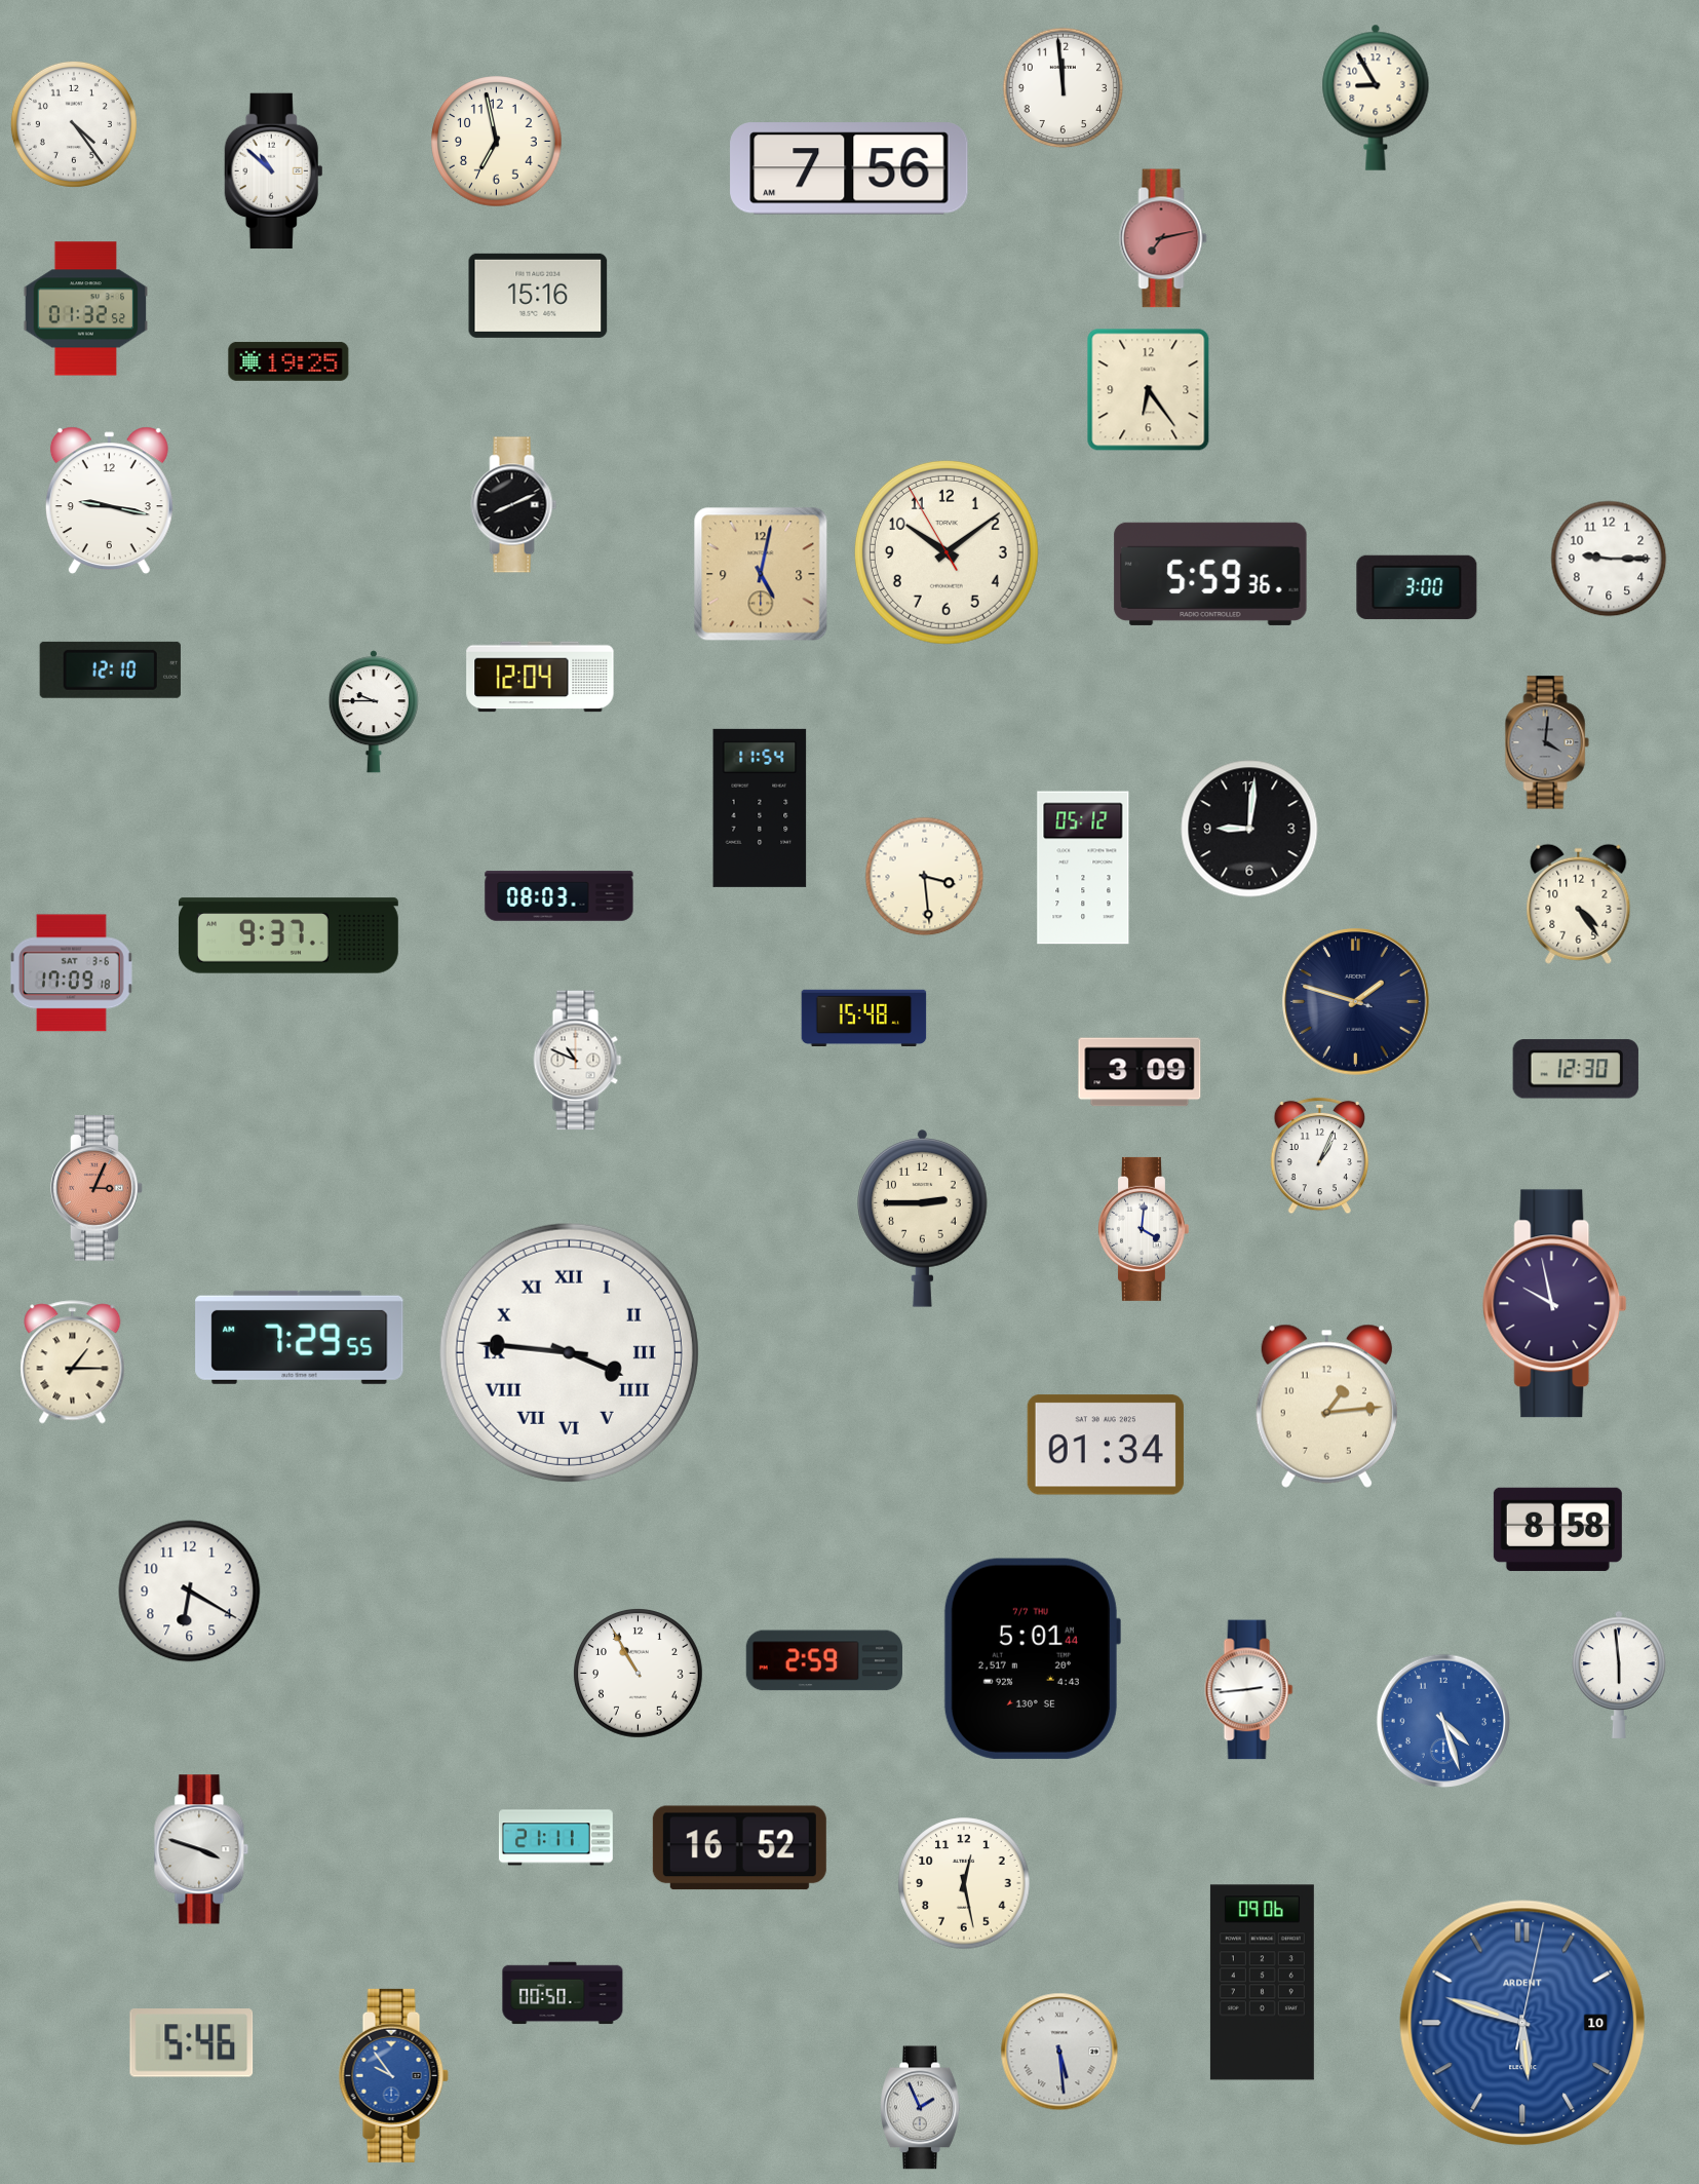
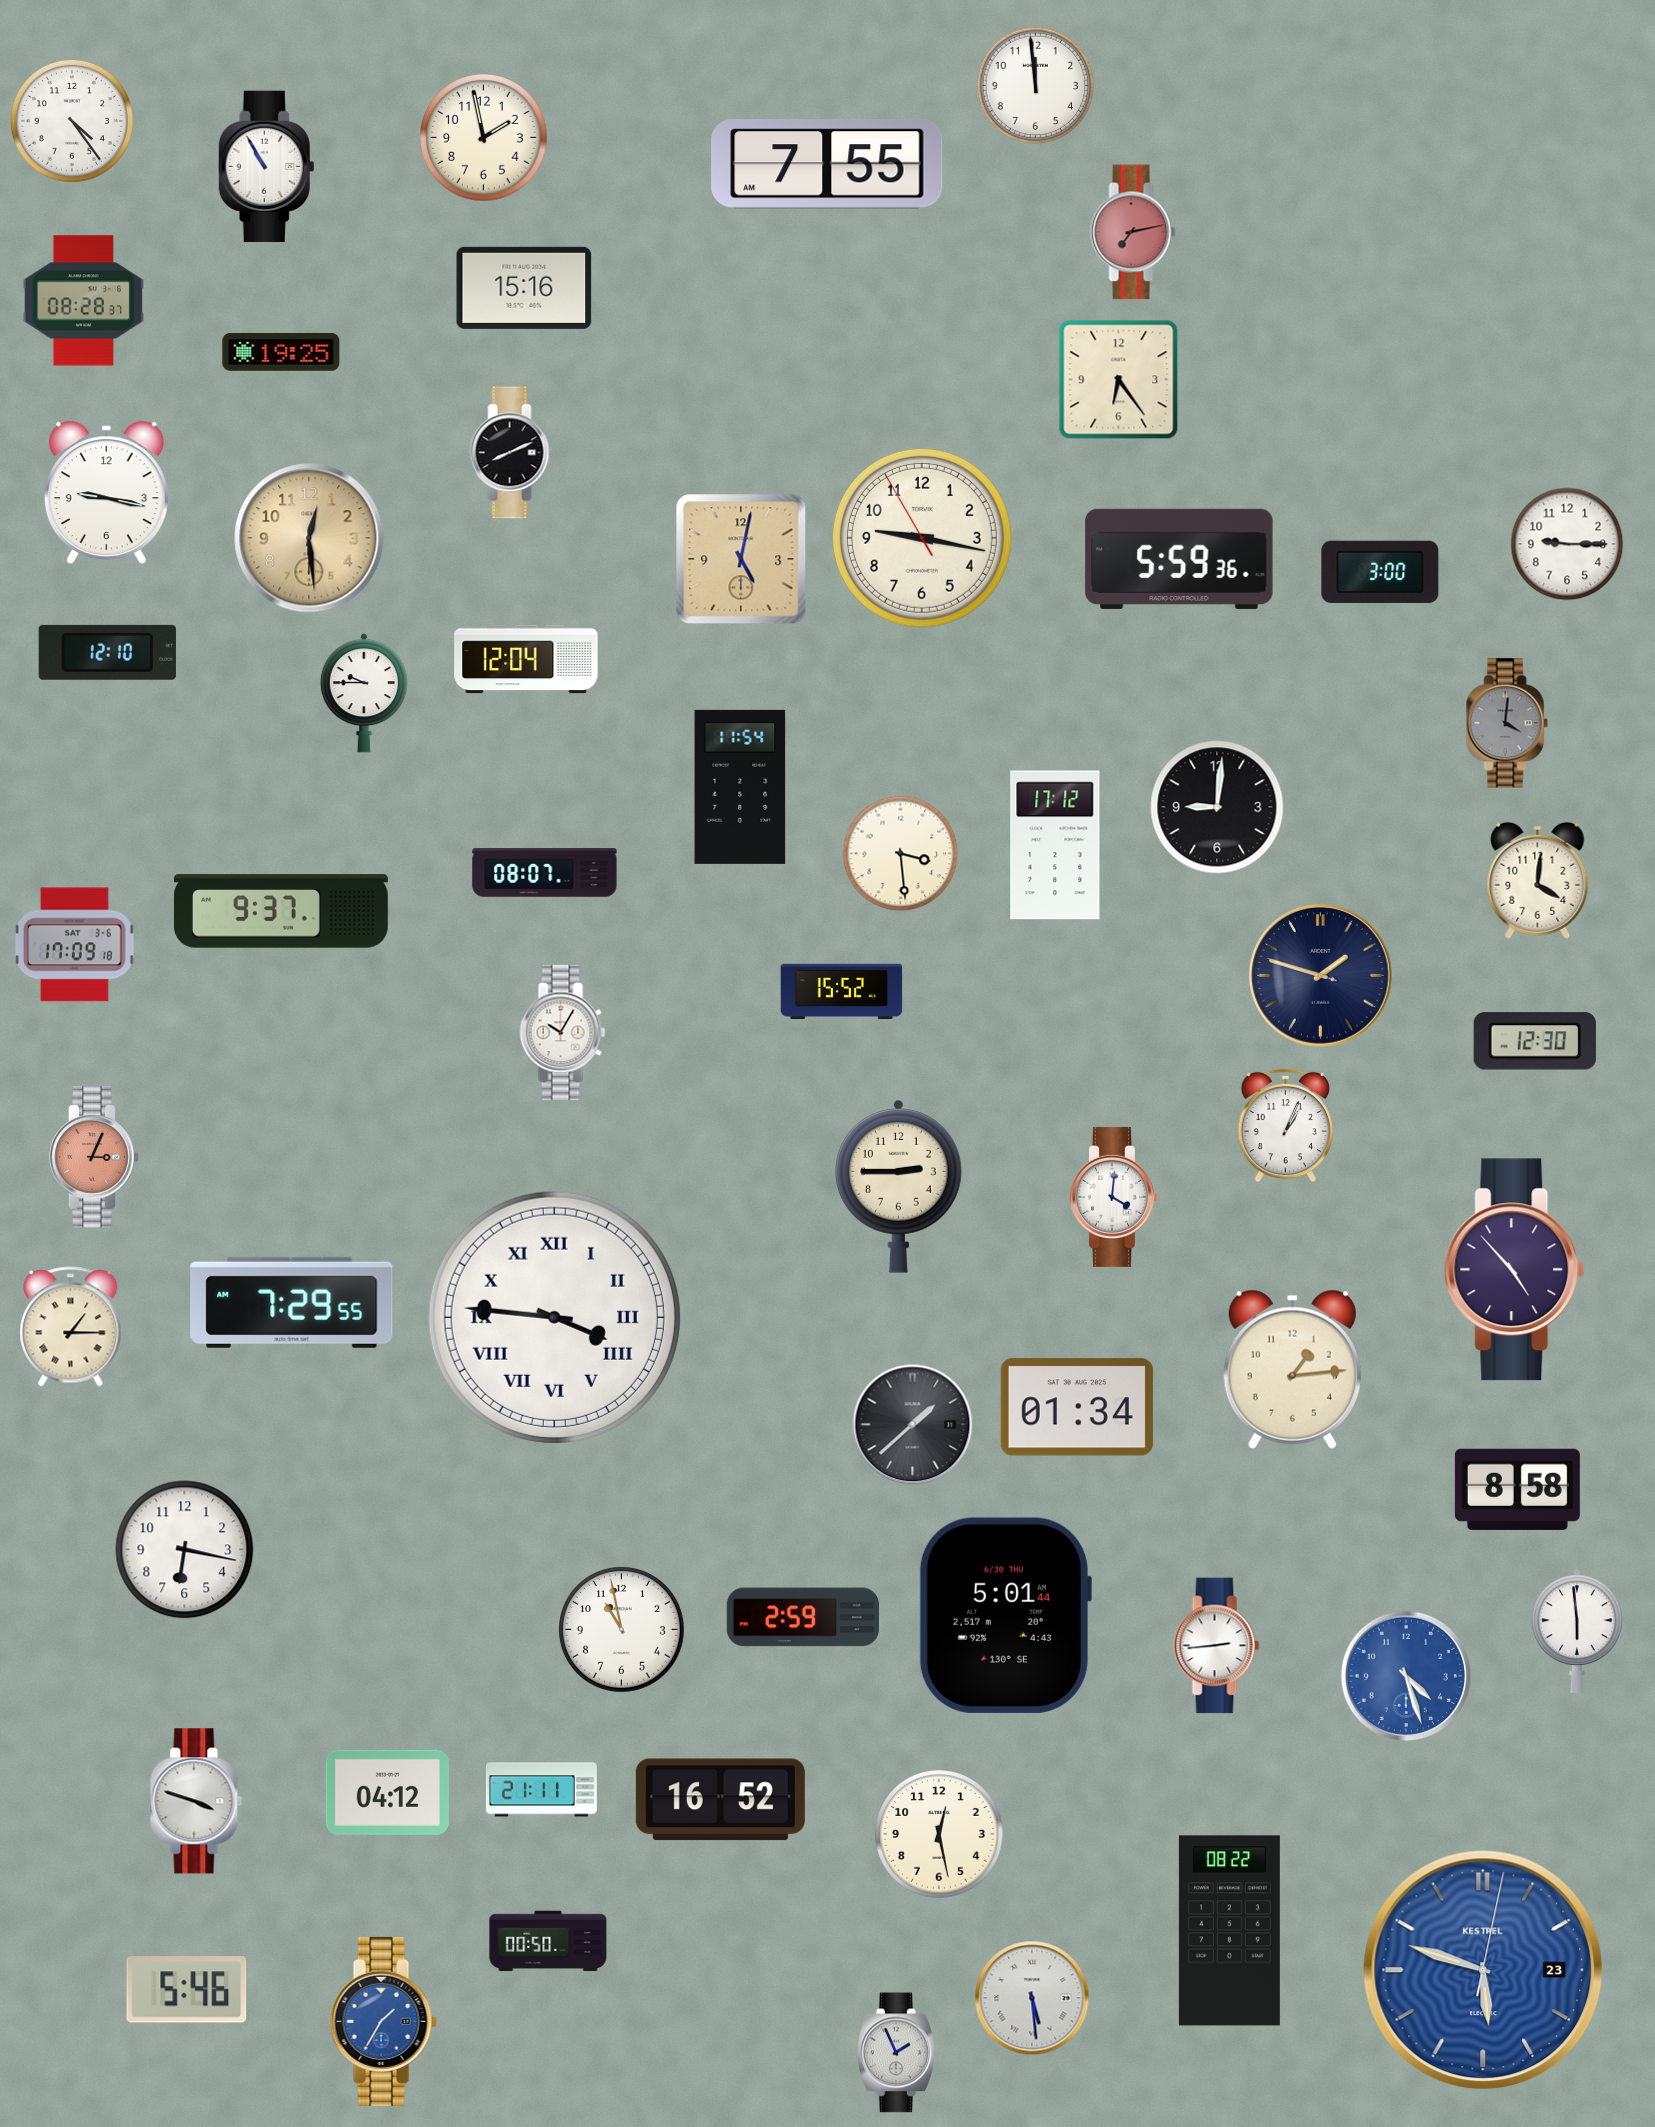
clock at (1376, 98): 8:55 -> none
clock at (497, 142): 6:58 -> 1:58
clock at (849, 168): 7:56 -> 7:55
clock at (274, 171): 10:52 -> 10:55
clock at (86, 309): 01:32 -> 08:28
clock at (109, 501) position: (109, 501) -> (106, 493)
clock at (514, 505) position: (514, 505) -> (512, 453)
clock at (309, 538): none -> 12:29
clock at (947, 552): 10:08 -> 9:16
clock at (1083, 868): 05:12 -> 17:12
clock at (559, 896): 08:03 -> 08:07
clock at (1579, 904): 4:24 -> 4:01
clock at (71, 973) position: (71, 973) -> (74, 945)
clock at (864, 1018): 15:48 -> 15:52
clock at (578, 1061): 10:49 -> 10:05
clock at (1140, 1072): 3:09 -> none
clock at (1555, 1304): 9:58 -> 4:53
clock at (913, 1425): none -> 1:38
clock at (190, 1592): 6:20 -> 6:17
clock at (1032, 1658) date: 7/7 THU -> 6/30 THU
clock at (639, 1674): 10:55 -> 10:58
clock at (387, 1792): none -> 04:12
clock at (1262, 1983): 09:06 -> 08:22
clock at (1522, 2023) date: 10 -> 23
clock at (1522, 2023) brand: ARDENT -> KESTREL
clock at (393, 2075): 9:54 -> 1:35
